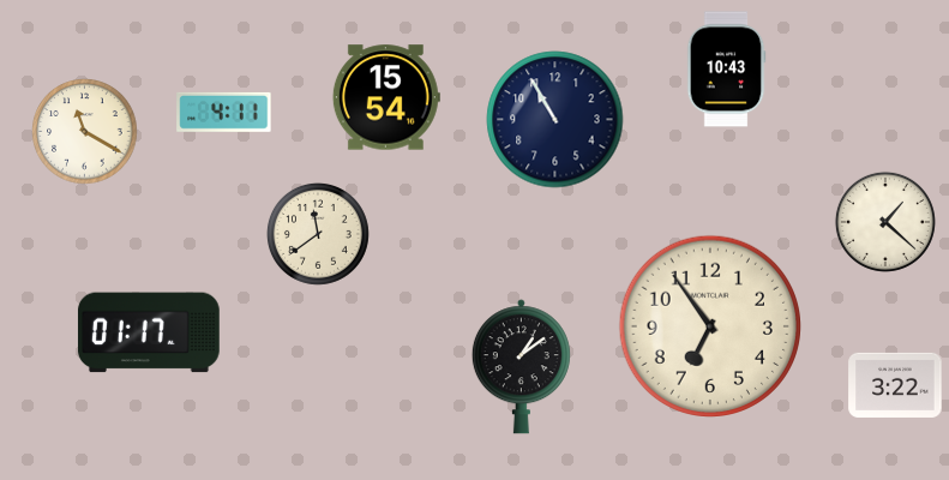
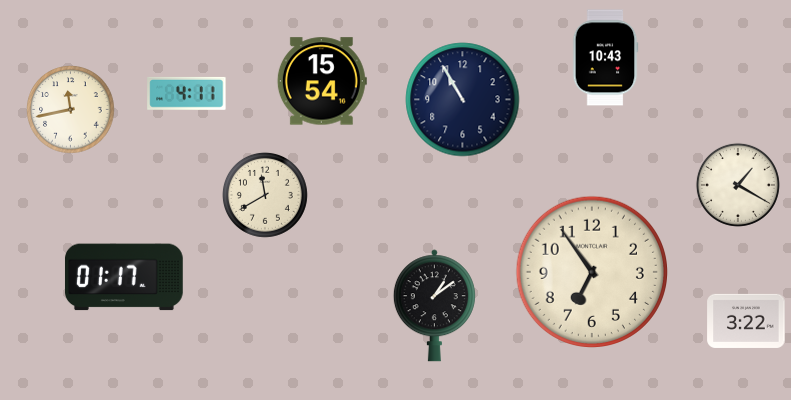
clock at (85, 132): 11:20 -> 11:43
clock at (885, 222): 1:22 -> 1:20
clock at (318, 234): 11:39 -> 11:40
